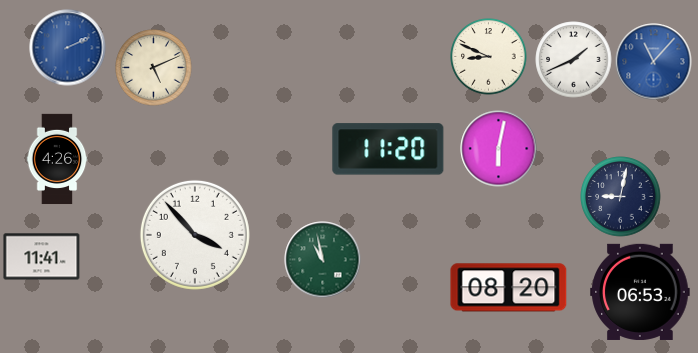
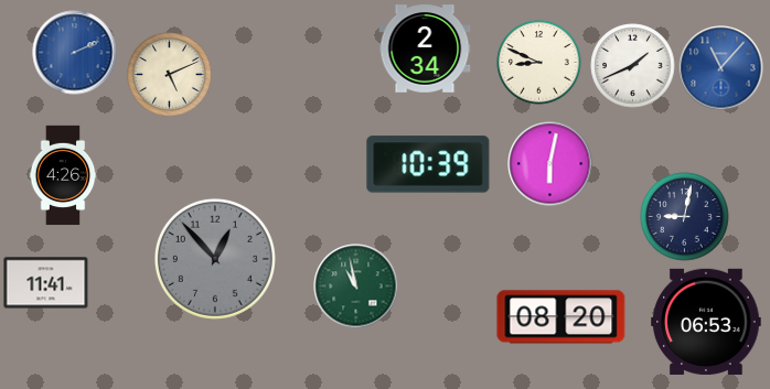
clock at (425, 48): none -> 2:34
clock at (388, 149): 11:20 -> 10:39
clock at (195, 235): 3:53 -> 12:53
clock at (195, 235) dial: white -> grey
